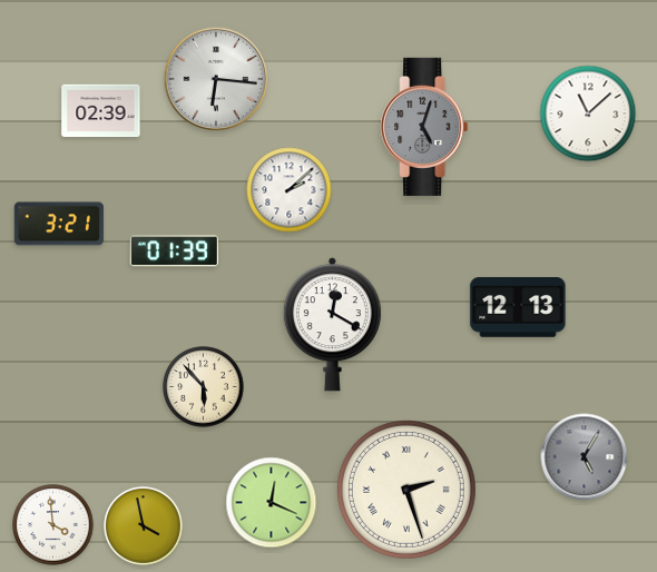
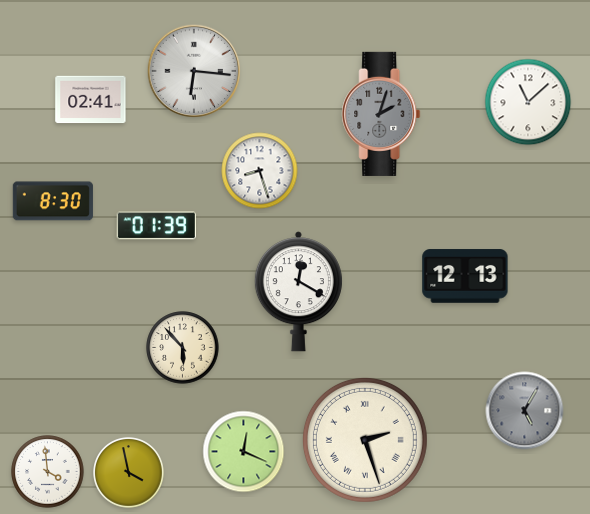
clock at (101, 111): 02:39 -> 02:41
clock at (424, 127): 5:03 -> 2:03
clock at (290, 190): 2:08 -> 8:27
clock at (59, 224): 3:21 -> 8:30
